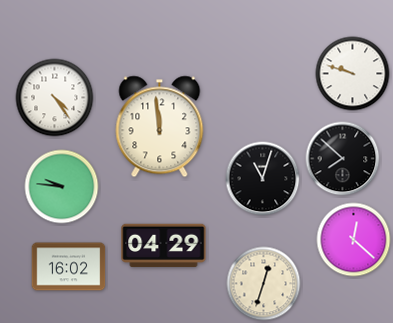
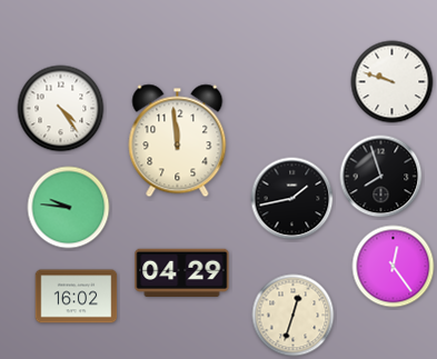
clock at (343, 159): 7:52 -> 7:57
clock at (263, 179): 11:03 -> 1:43
clock at (354, 240): 12:22 -> 12:24
